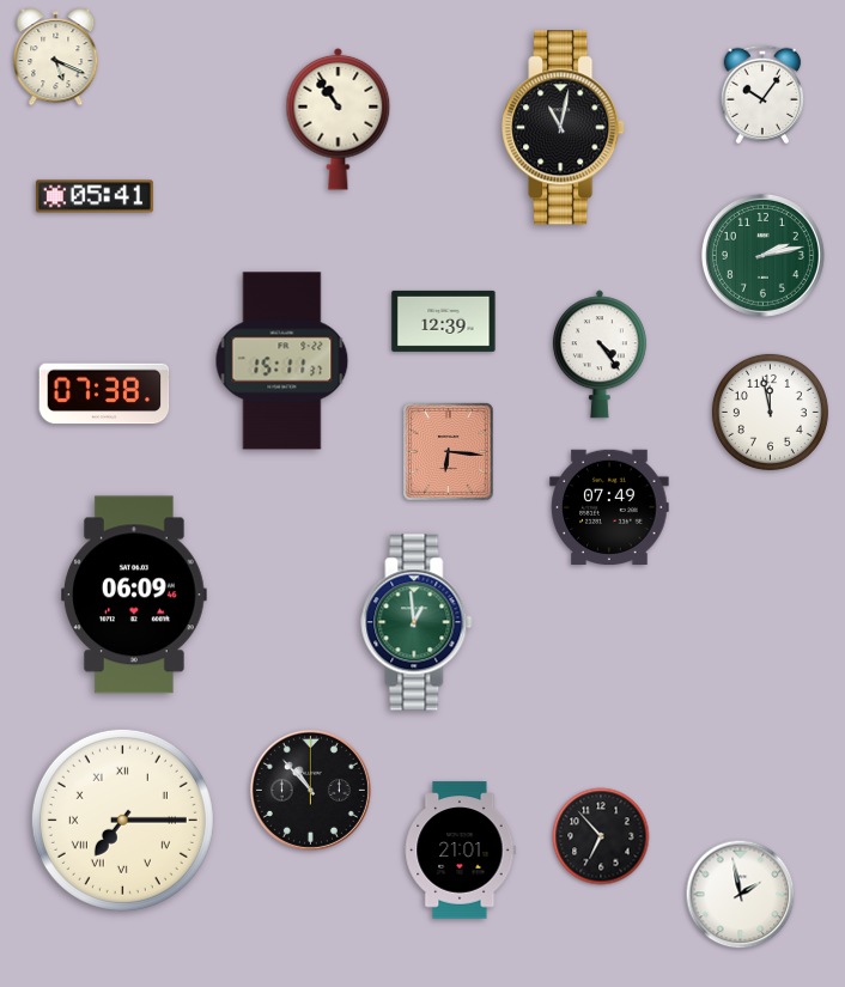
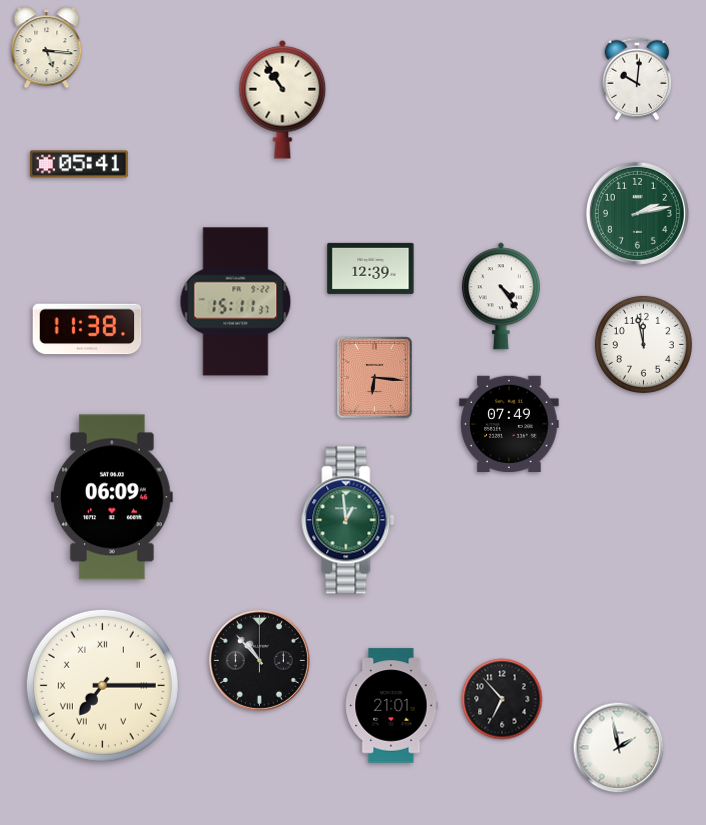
clock at (56, 57): 5:19 -> 5:16
clock at (762, 95): 10:06 -> 10:01
clock at (564, 128): 11:02 -> none
clock at (104, 394): 07:38 -> 11:38
clock at (460, 851) position: (460, 851) -> (391, 706)
